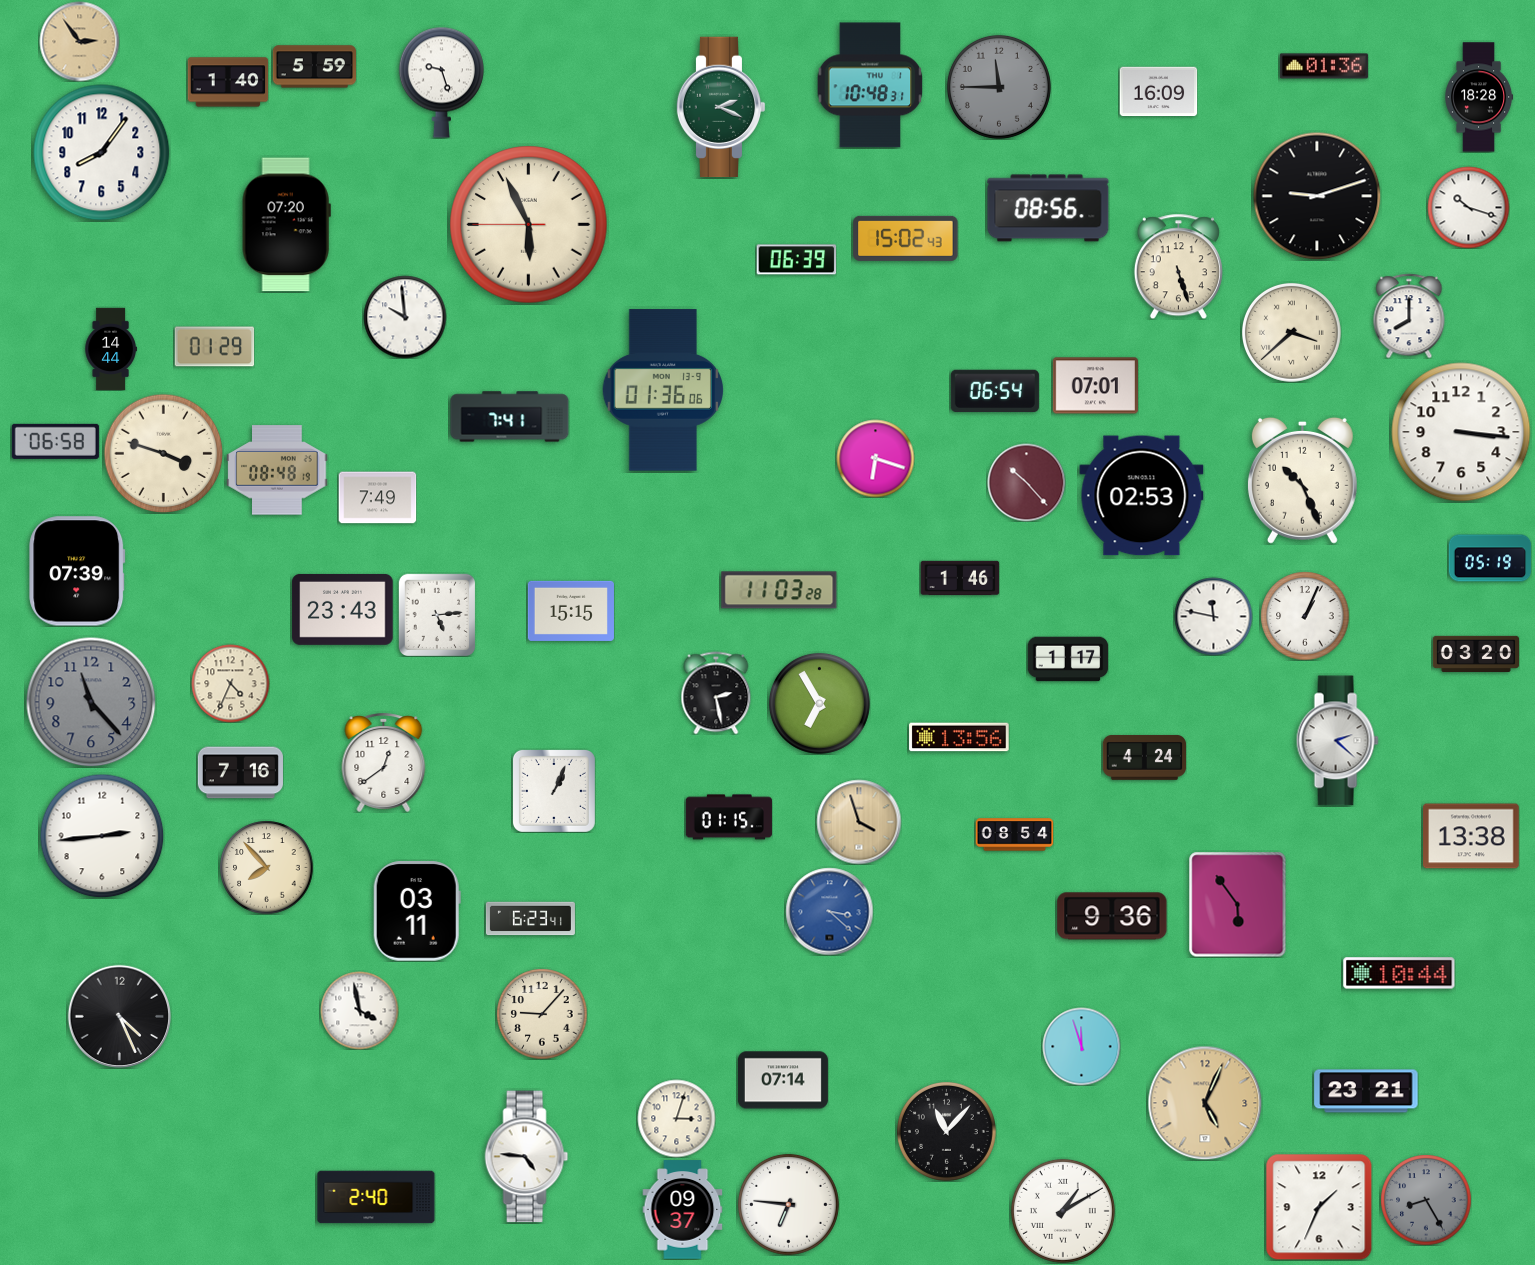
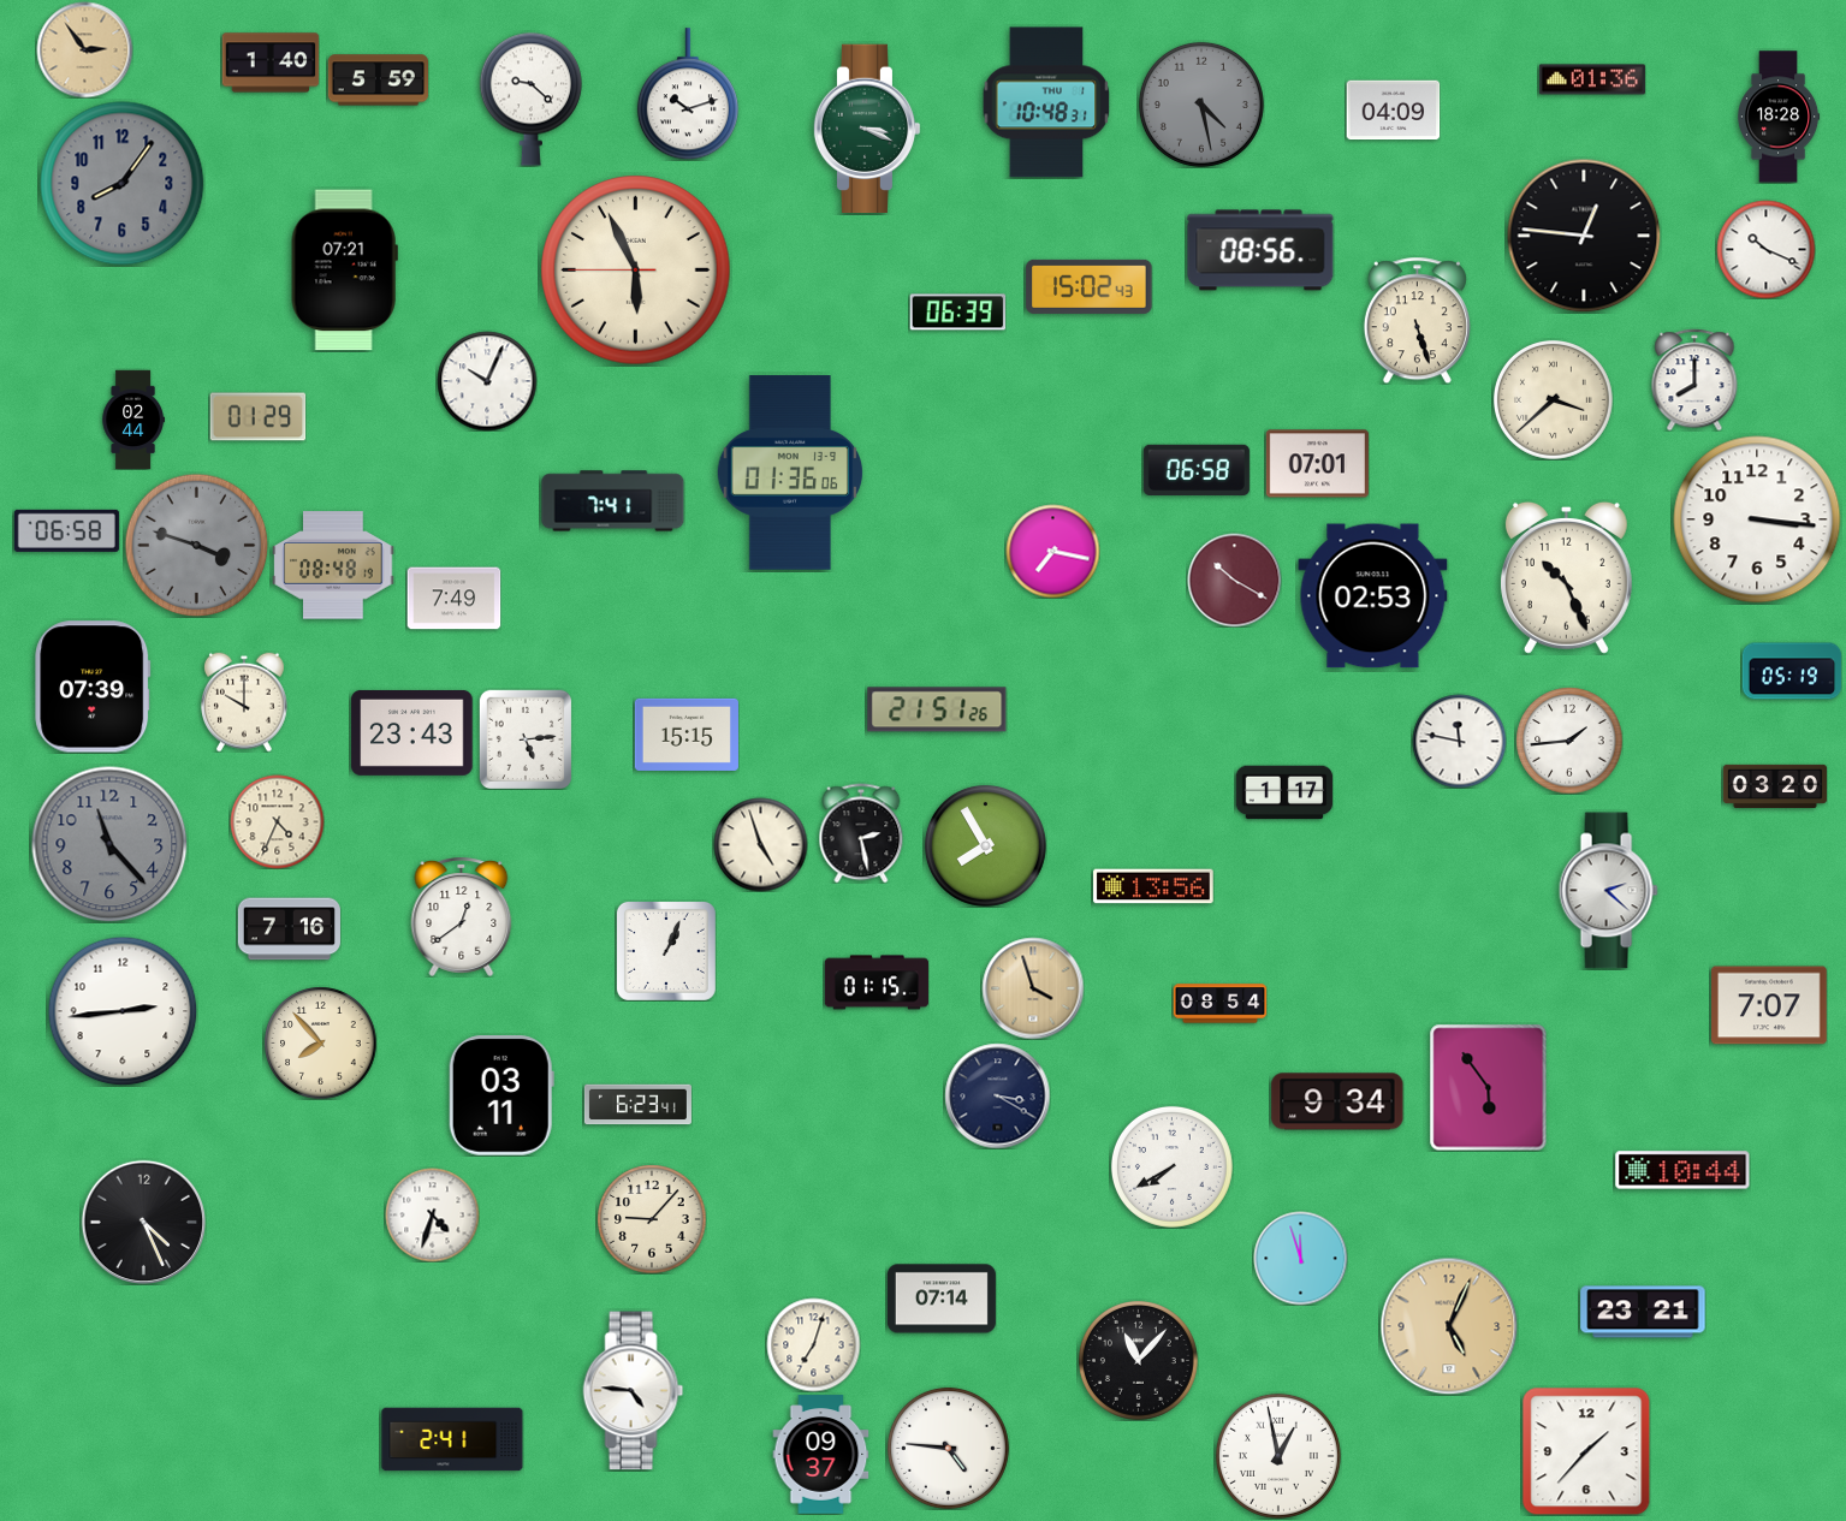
clock at (79, 41) position: (79, 41) -> (84, 49)
clock at (688, 94): none -> 10:12
clock at (228, 82) position: (228, 82) -> (271, 63)
clock at (441, 82): 9:27 -> 9:22
clock at (999, 87): 11:45 -> 4:28
clock at (1158, 92): 16:09 -> 04:09
clock at (721, 107): 2:19 -> 3:19
clock at (102, 153) dial: white -> grey
clock at (1317, 196): 9:12 -> 12:46
clock at (1468, 207): 10:18 -> 10:19
clock at (286, 225): 07:20 -> 07:21
clock at (405, 317): 9:59 -> 10:04
clock at (111, 349): 14:44 -> 02:44
clock at (663, 390) position: (663, 390) -> (790, 473)
clock at (995, 391): 06:54 -> 06:58
clock at (163, 453) dial: cream -> grey
clock at (875, 458): 6:18 -> 7:17
clock at (1026, 482): 10:23 -> 10:20
clock at (960, 578): 1:46 -> none
clock at (245, 702): none -> 10:00
clock at (779, 590): 11:03 -> 21:51
clock at (1305, 616): 1:04 -> 1:44
clock at (760, 844): none -> 4:57
clock at (819, 703): 6:55 -> 7:55
clock at (1144, 758): 4:24 -> none
clock at (102, 836) position: (102, 836) -> (123, 1011)
clock at (1472, 836): 13:38 -> 7:07
clock at (829, 911): 3:22 -> 3:20
clock at (829, 911) dial: blue -> navy
clock at (1112, 916): 9:36 -> 9:34
clock at (1171, 1166): none -> 7:40
clock at (359, 1010): 3:58 -> 4:33
clock at (676, 1118): 3:03 -> 7:03
clock at (376, 1197): 2:40 -> 2:41
clock at (1426, 1200): 8:25 -> none
clock at (788, 1204): 6:46 -> 4:46
clock at (1319, 1207): 1:34 -> 1:37
clock at (1063, 1211): 1:10 -> 12:58
